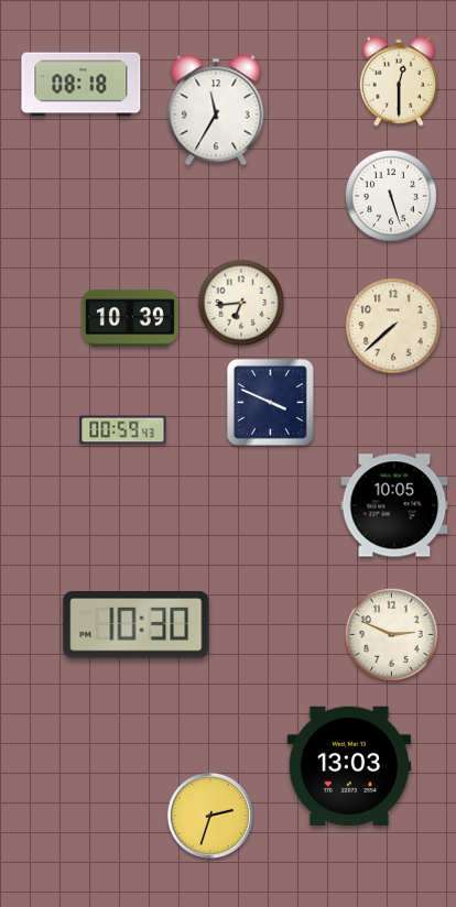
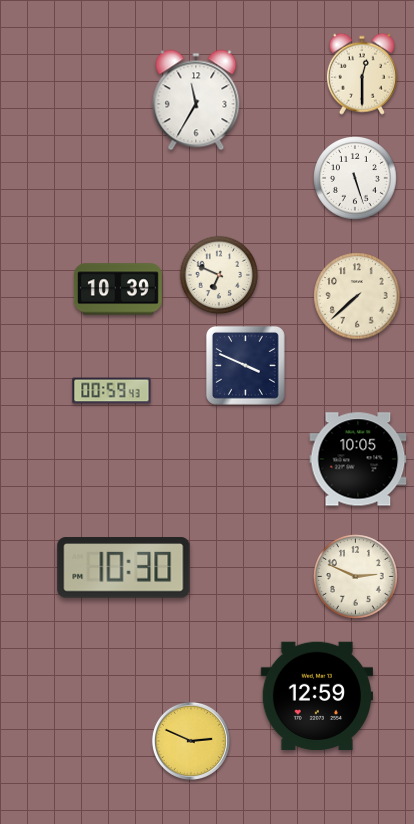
clock at (82, 85): 08:18 -> none
clock at (241, 303): 6:44 -> 6:49
clock at (348, 766): 13:03 -> 12:59
clock at (210, 816): 2:33 -> 2:49
